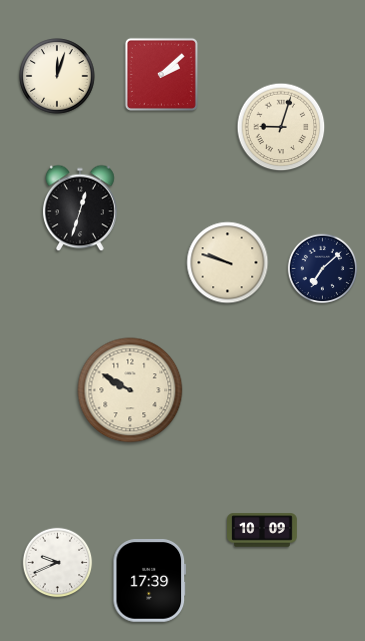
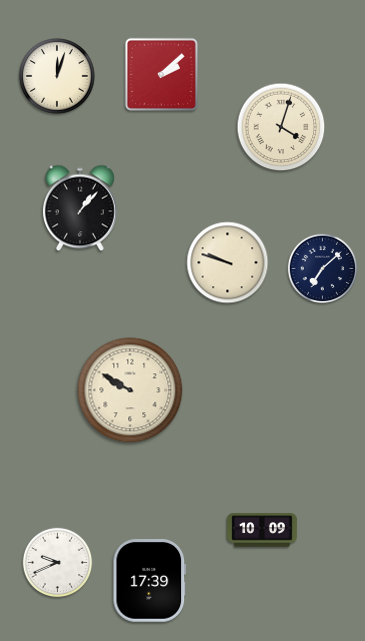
clock at (281, 127): 9:03 -> 4:03
clock at (80, 208): 12:33 -> 1:07
